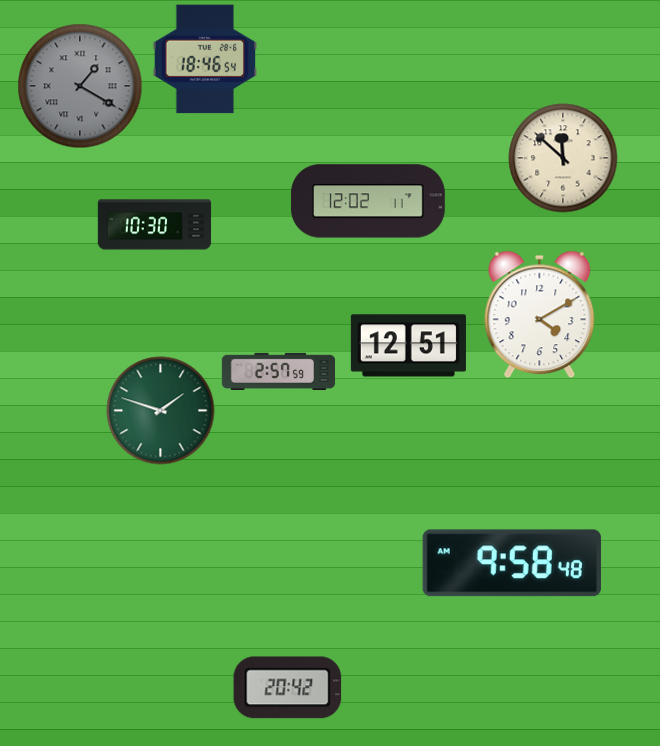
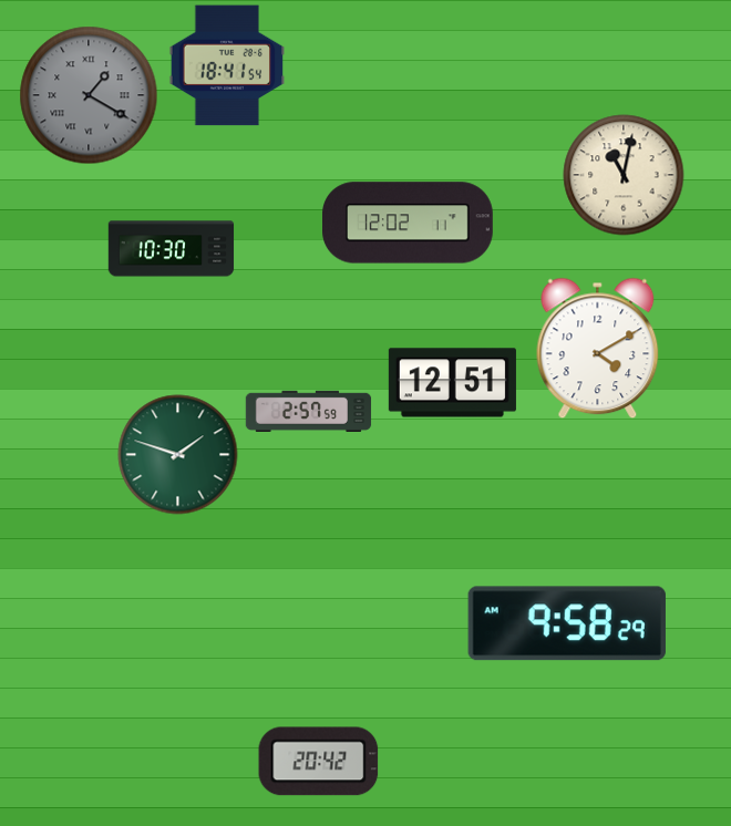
clock at (205, 59): 18:46 -> 18:41
clock at (563, 158): 11:52 -> 11:02
clock at (512, 563): 9:58:48 -> 9:58:29
